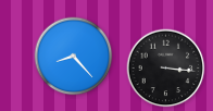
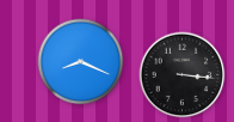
clock at (74, 57): 8:23 -> 8:19
